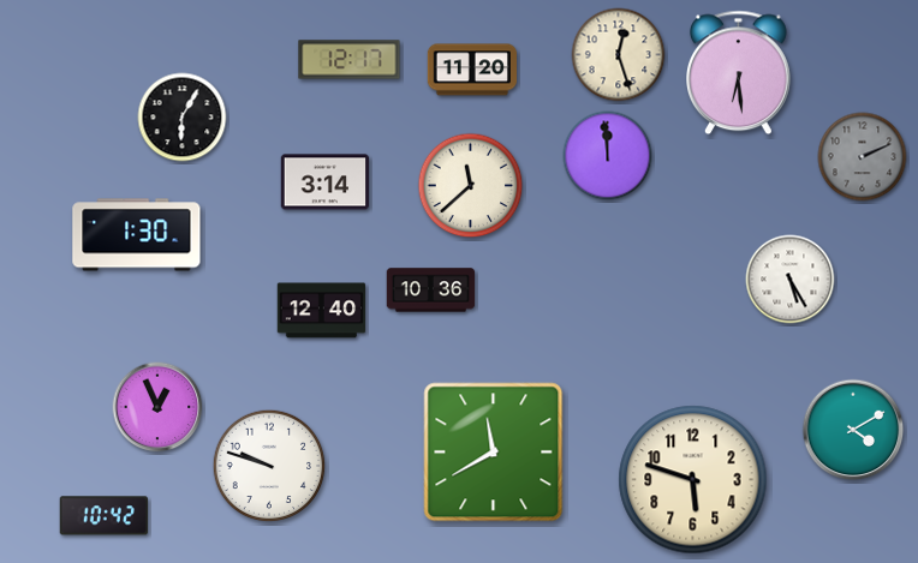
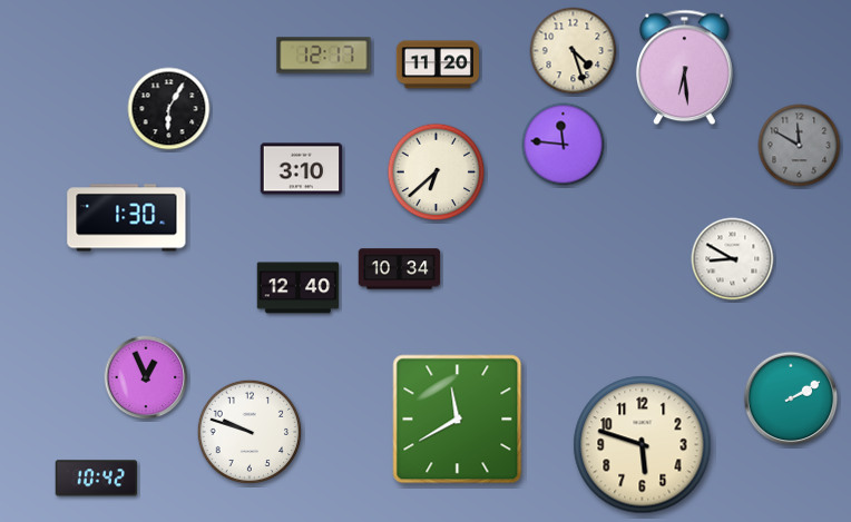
clock at (619, 55): 12:27 -> 4:27
clock at (608, 156): 11:59 -> 11:46
clock at (863, 157): 2:11 -> 11:50
clock at (326, 182): 3:14 -> 3:10
clock at (471, 186): 11:38 -> 6:38
clock at (791, 280): 5:25 -> 8:50
clock at (431, 291): 10:36 -> 10:34
clock at (853, 430): 4:10 -> 2:10
